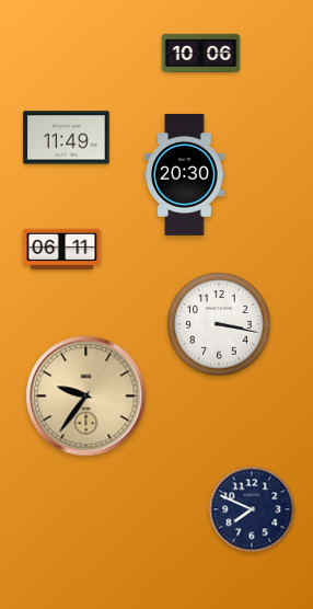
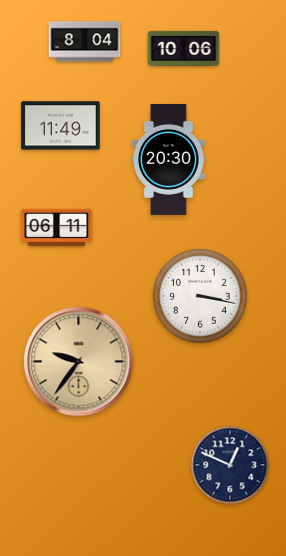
clock at (85, 42): none -> 8:04
clock at (252, 509): 7:49 -> 12:49
